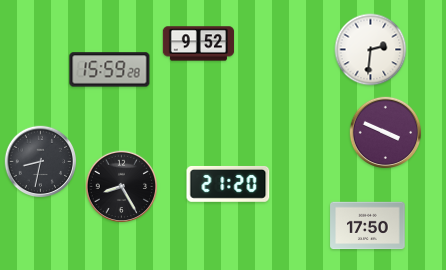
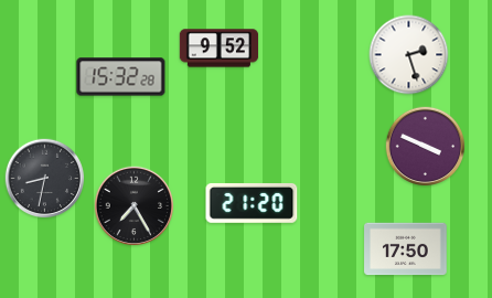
clock at (371, 50): 2:31 -> 2:27
clock at (110, 70): 15:59 -> 15:32
clock at (122, 187): 8:25 -> 7:25
